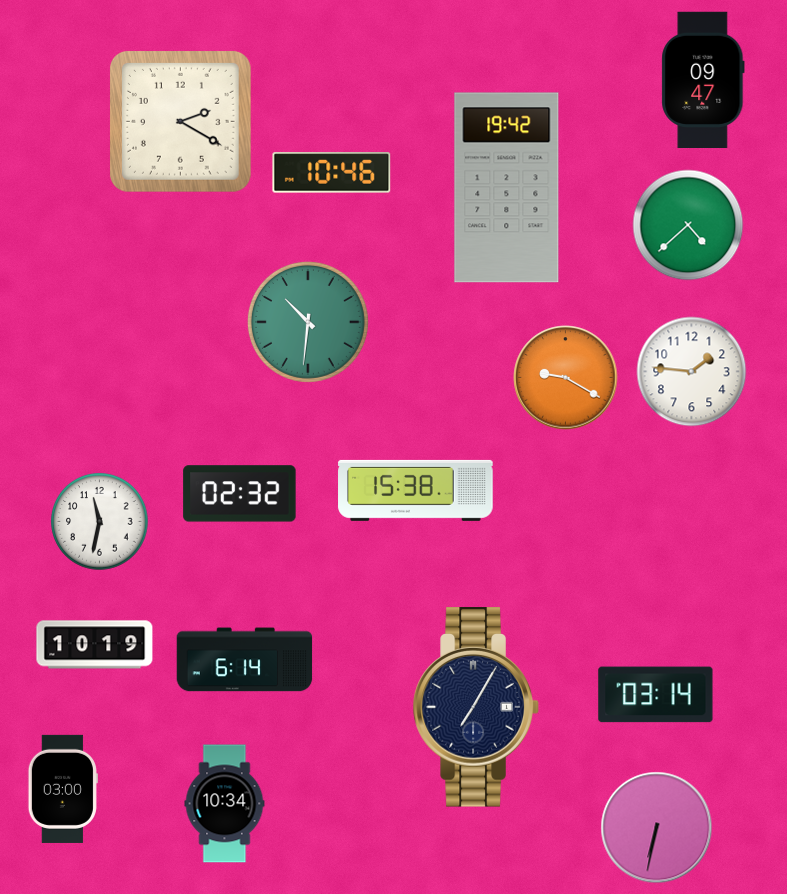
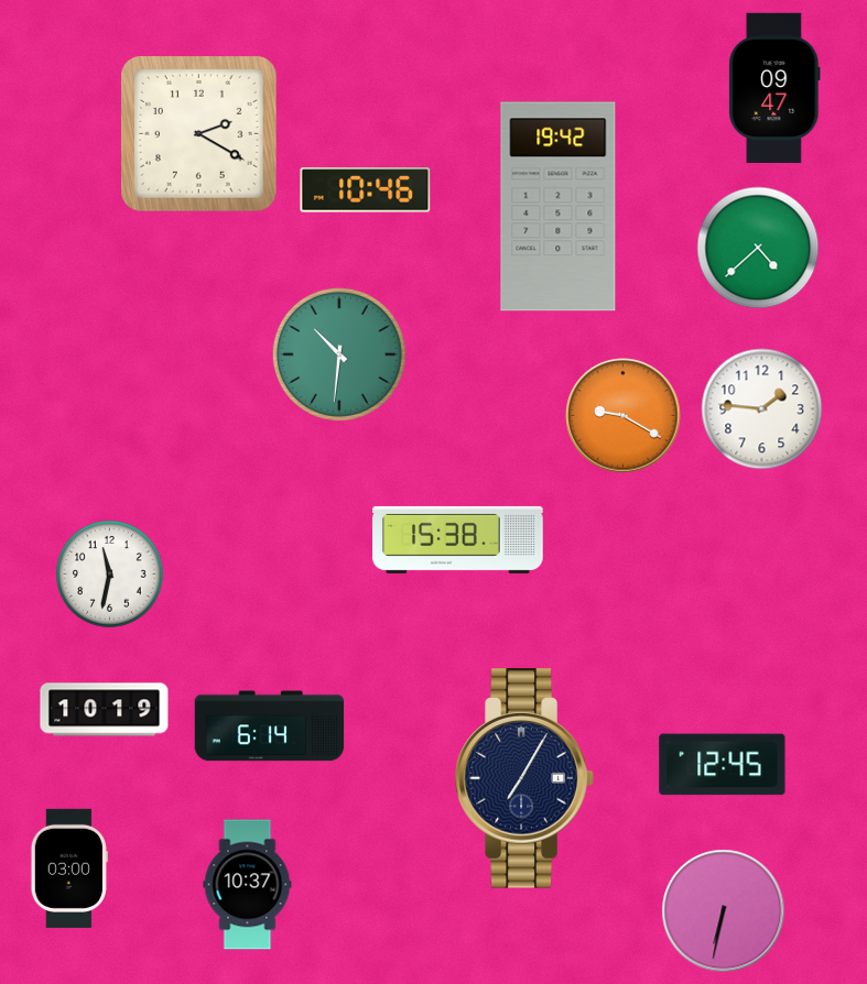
clock at (240, 494): 02:32 -> none
clock at (656, 695): 03:14 -> 12:45
clock at (225, 804): 10:34 -> 10:37
